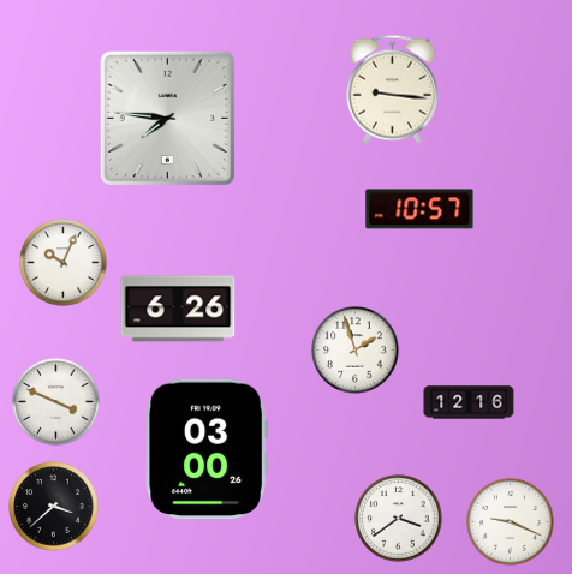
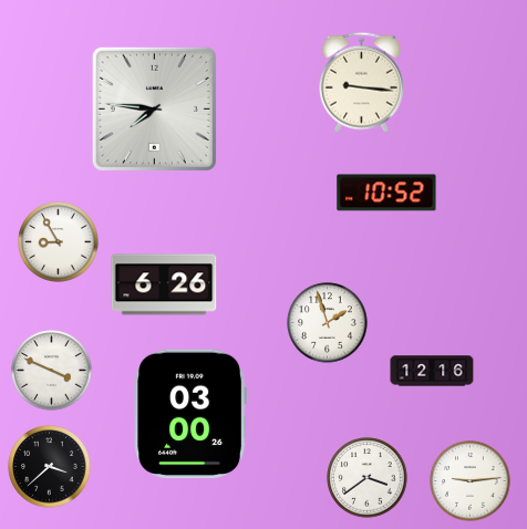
clock at (419, 209): 10:57 -> 10:52
clock at (64, 263): 10:04 -> 8:55
clock at (511, 522): 9:19 -> 9:14
